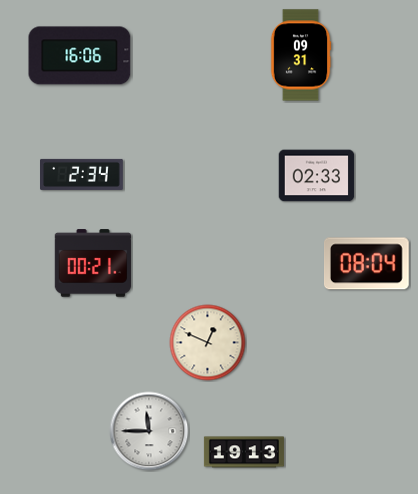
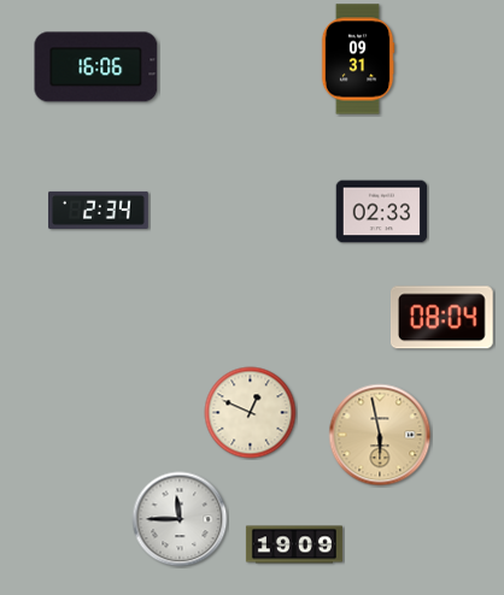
clock at (301, 55) position: (301, 55) -> (358, 59)
clock at (93, 263): 00:21 -> none
clock at (380, 435): none -> 5:58
clock at (244, 452): 19:13 -> 19:09
